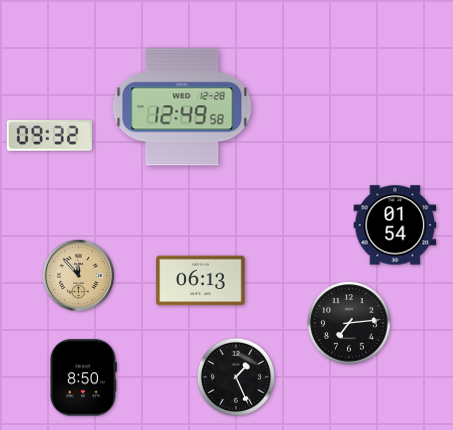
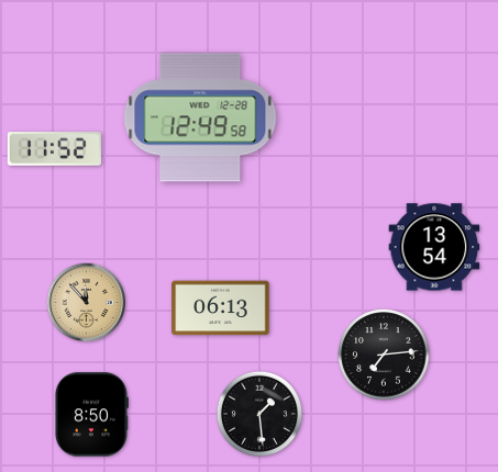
clock at (49, 136): 09:32 -> 11:52
clock at (395, 225): 01:54 -> 13:54
clock at (236, 377): 1:26 -> 1:29
